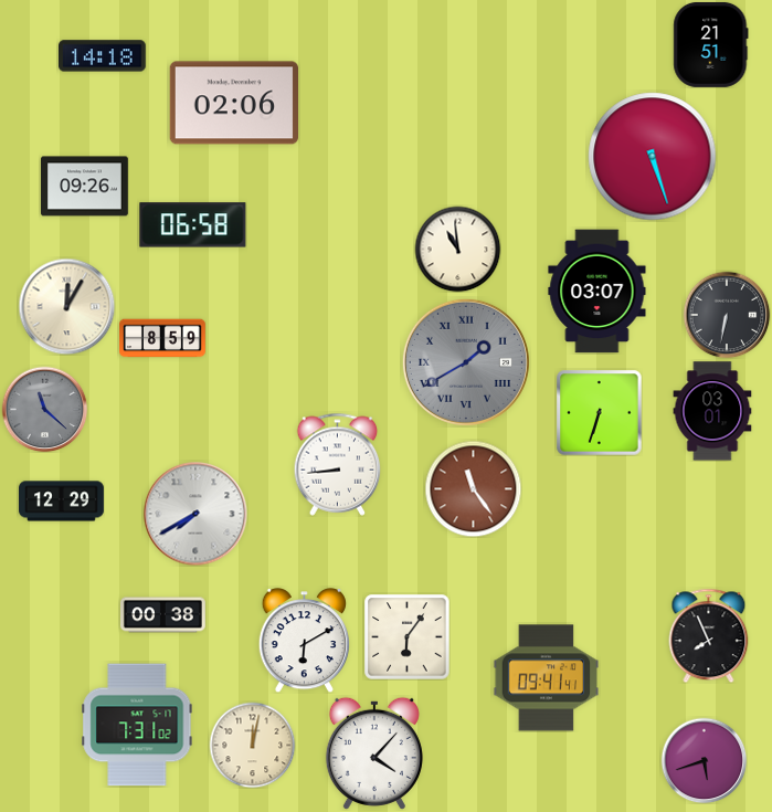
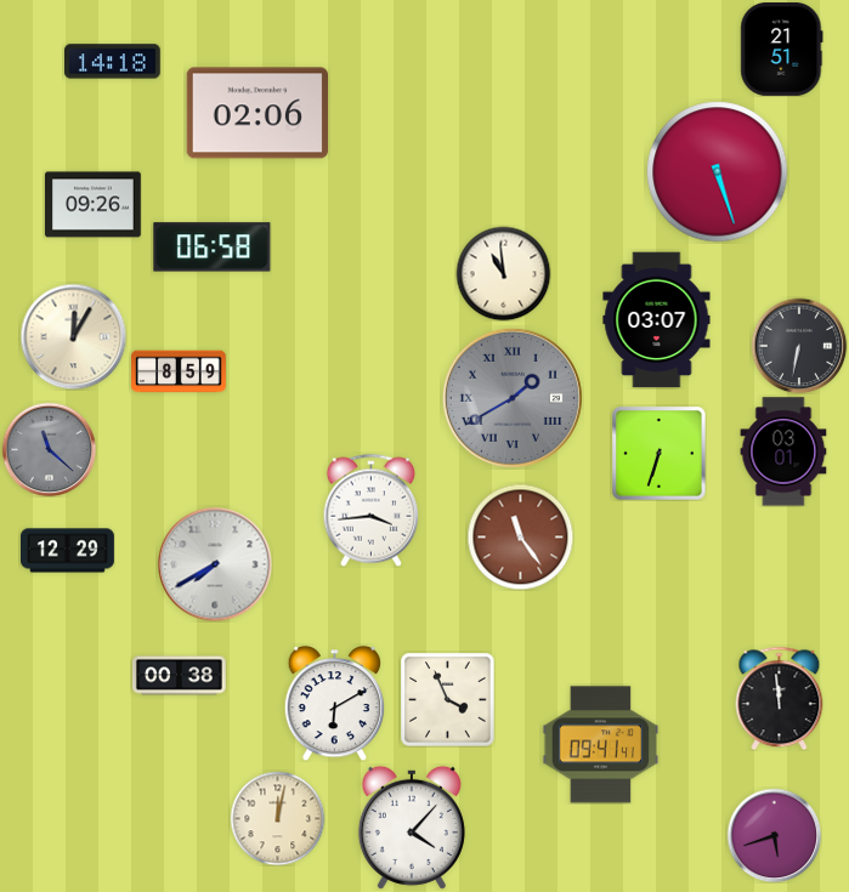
clock at (338, 464): 8:44 -> 3:44
clock at (709, 635): 7:56 -> 11:59
clock at (406, 637): 6:06 -> 3:56
clock at (137, 725): 7:31 -> none
